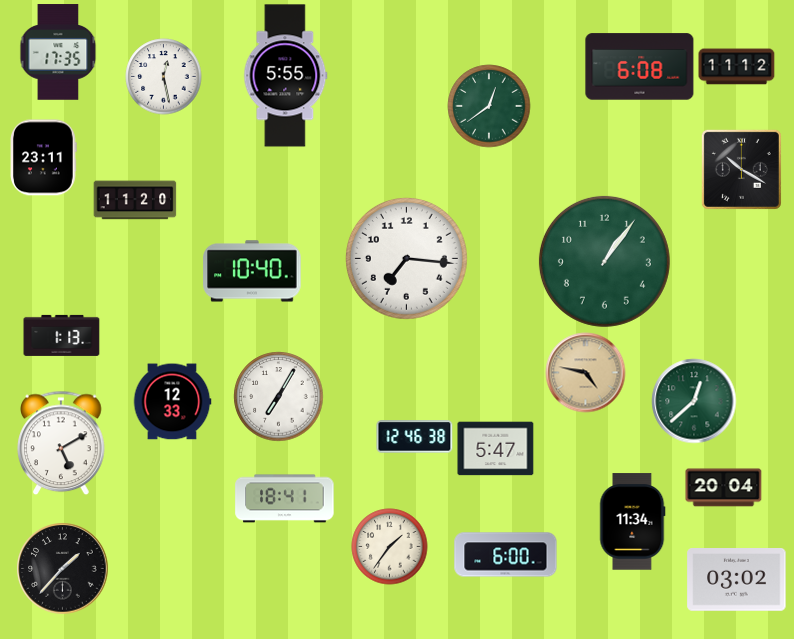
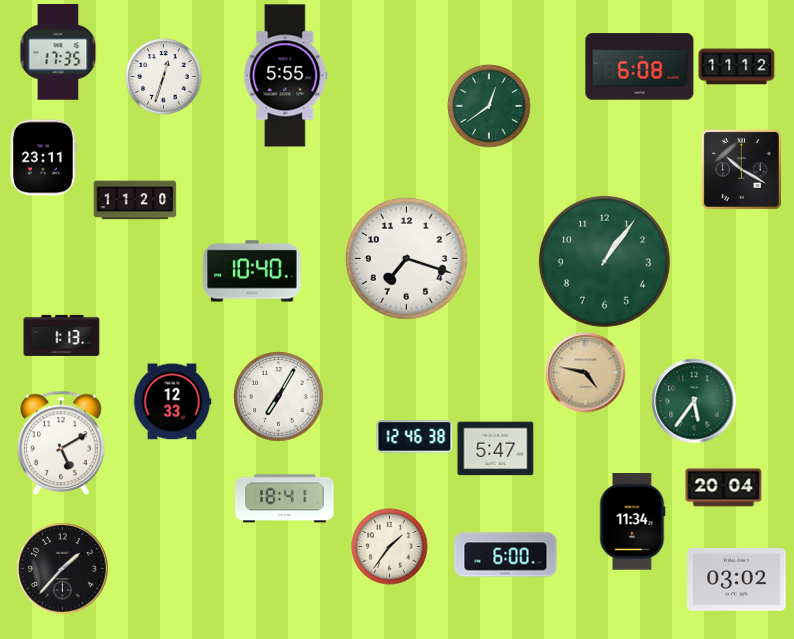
clock at (164, 77): 12:28 -> 12:33
clock at (406, 258): 7:16 -> 7:18
clock at (694, 401): 12:38 -> 5:36
